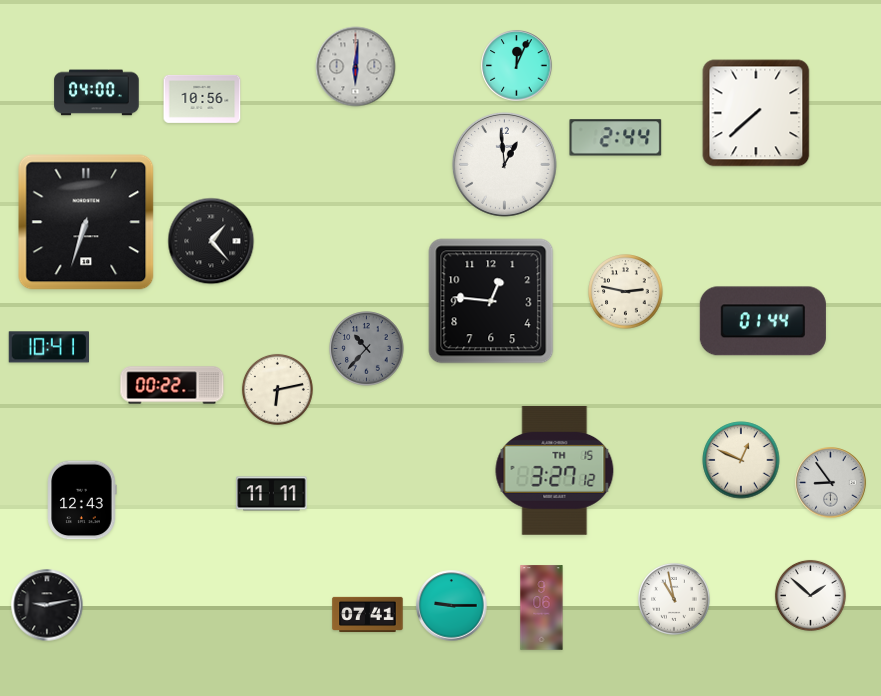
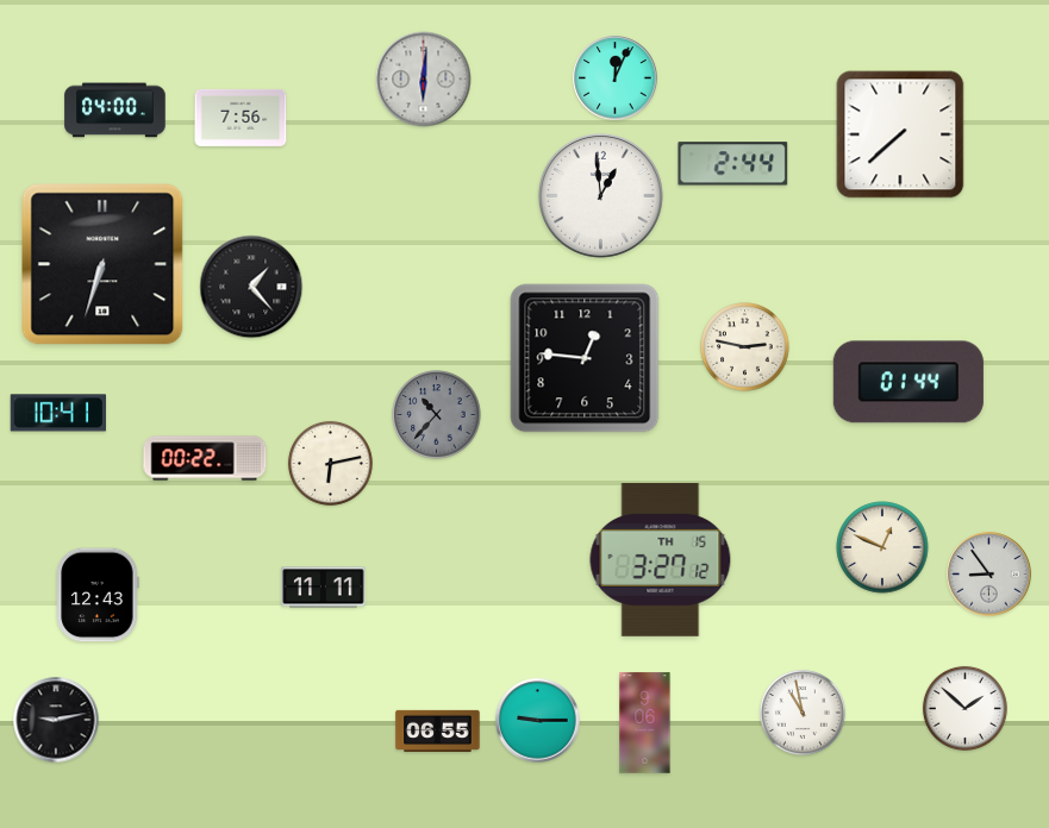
clock at (202, 99): 10:56 -> 7:56
clock at (368, 614): 07:41 -> 06:55
